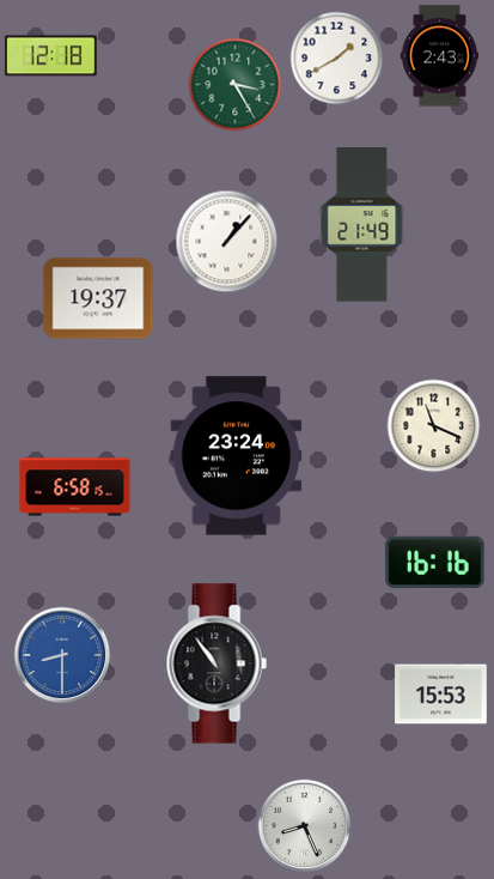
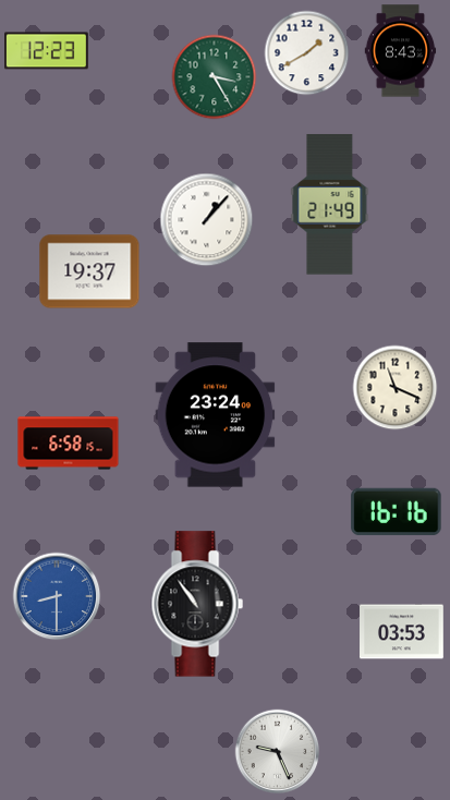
clock at (51, 56): 12:18 -> 12:23
clock at (440, 56): 2:43 -> 8:43
clock at (441, 695): 15:53 -> 03:53
clock at (304, 825): 8:26 -> 9:26
